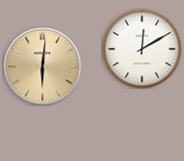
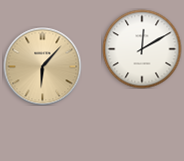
clock at (42, 66): 6:01 -> 6:07
